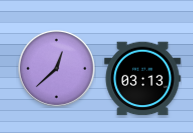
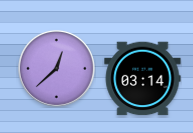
clock at (143, 79): 03:13 -> 03:14
